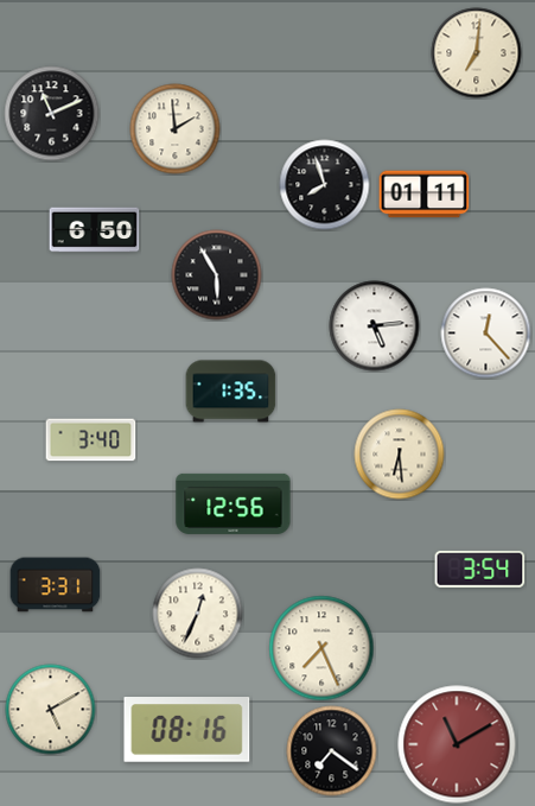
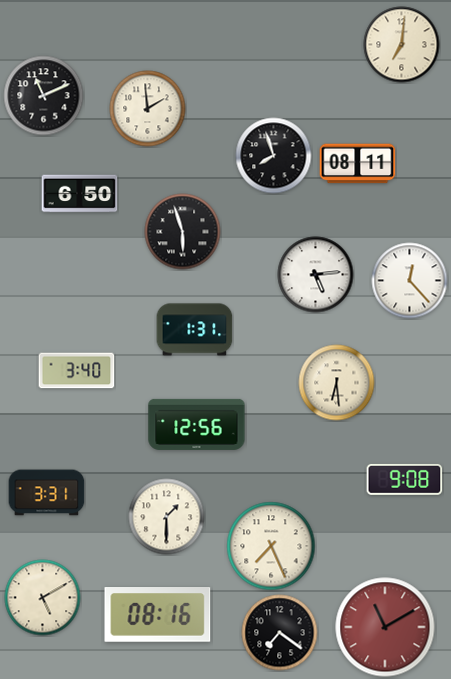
clock at (425, 195): 01:11 -> 08:11
clock at (217, 275): 5:55 -> 5:57
clock at (231, 392): 1:35 -> 1:31
clock at (480, 569): 3:54 -> 9:08
clock at (198, 614): 12:34 -> 1:30
